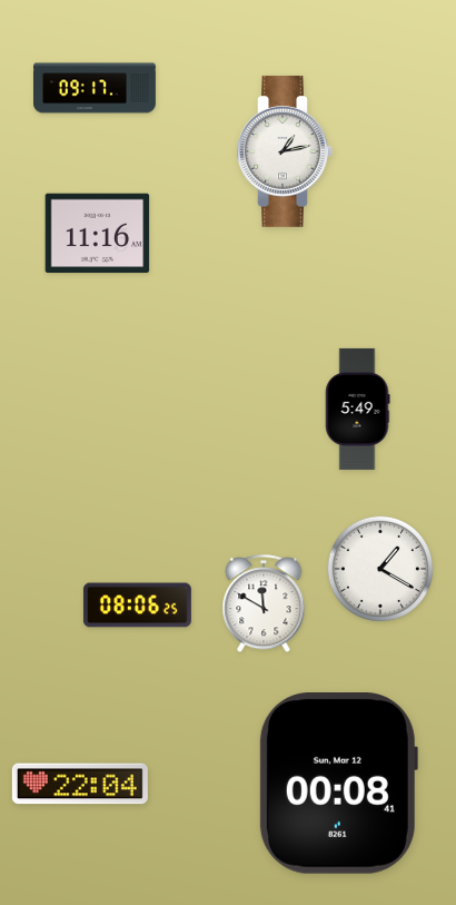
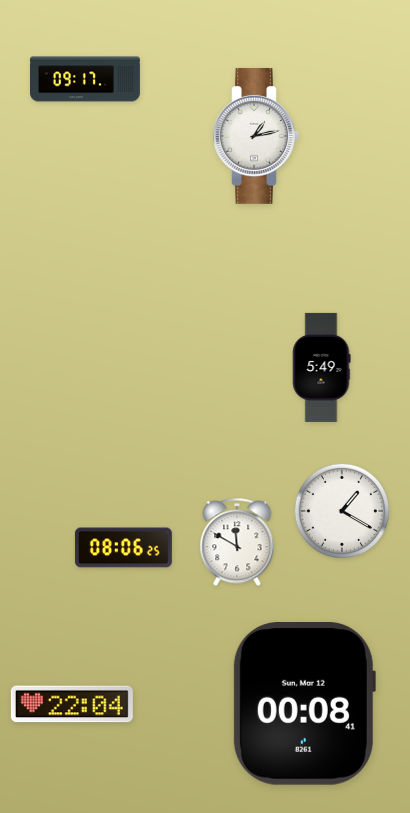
clock at (98, 234): 11:16 -> none
clock at (137, 606) position: (137, 606) -> (123, 548)
